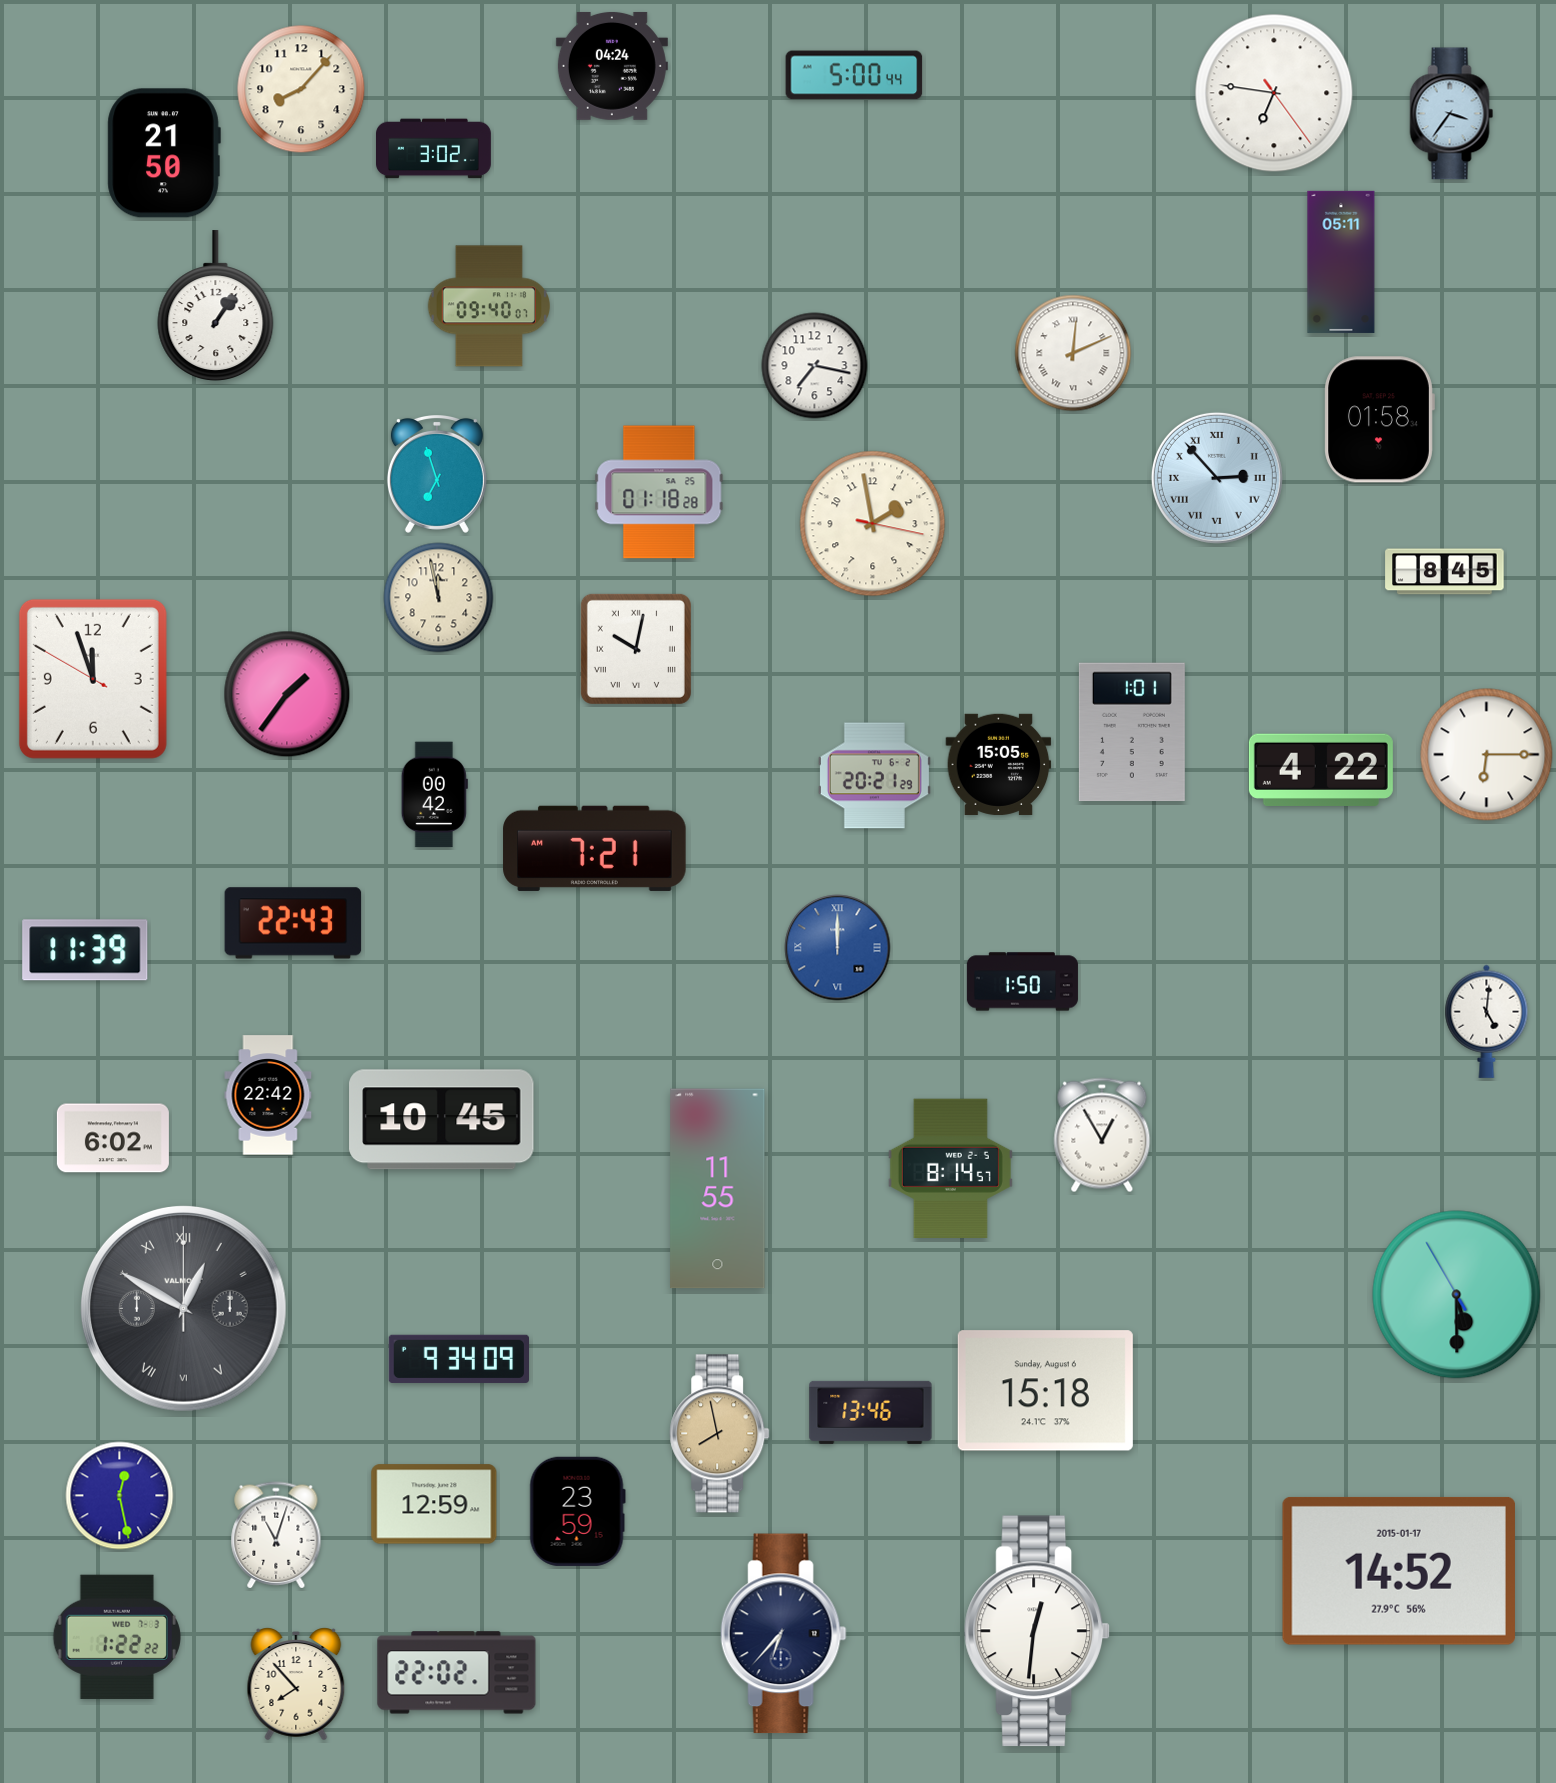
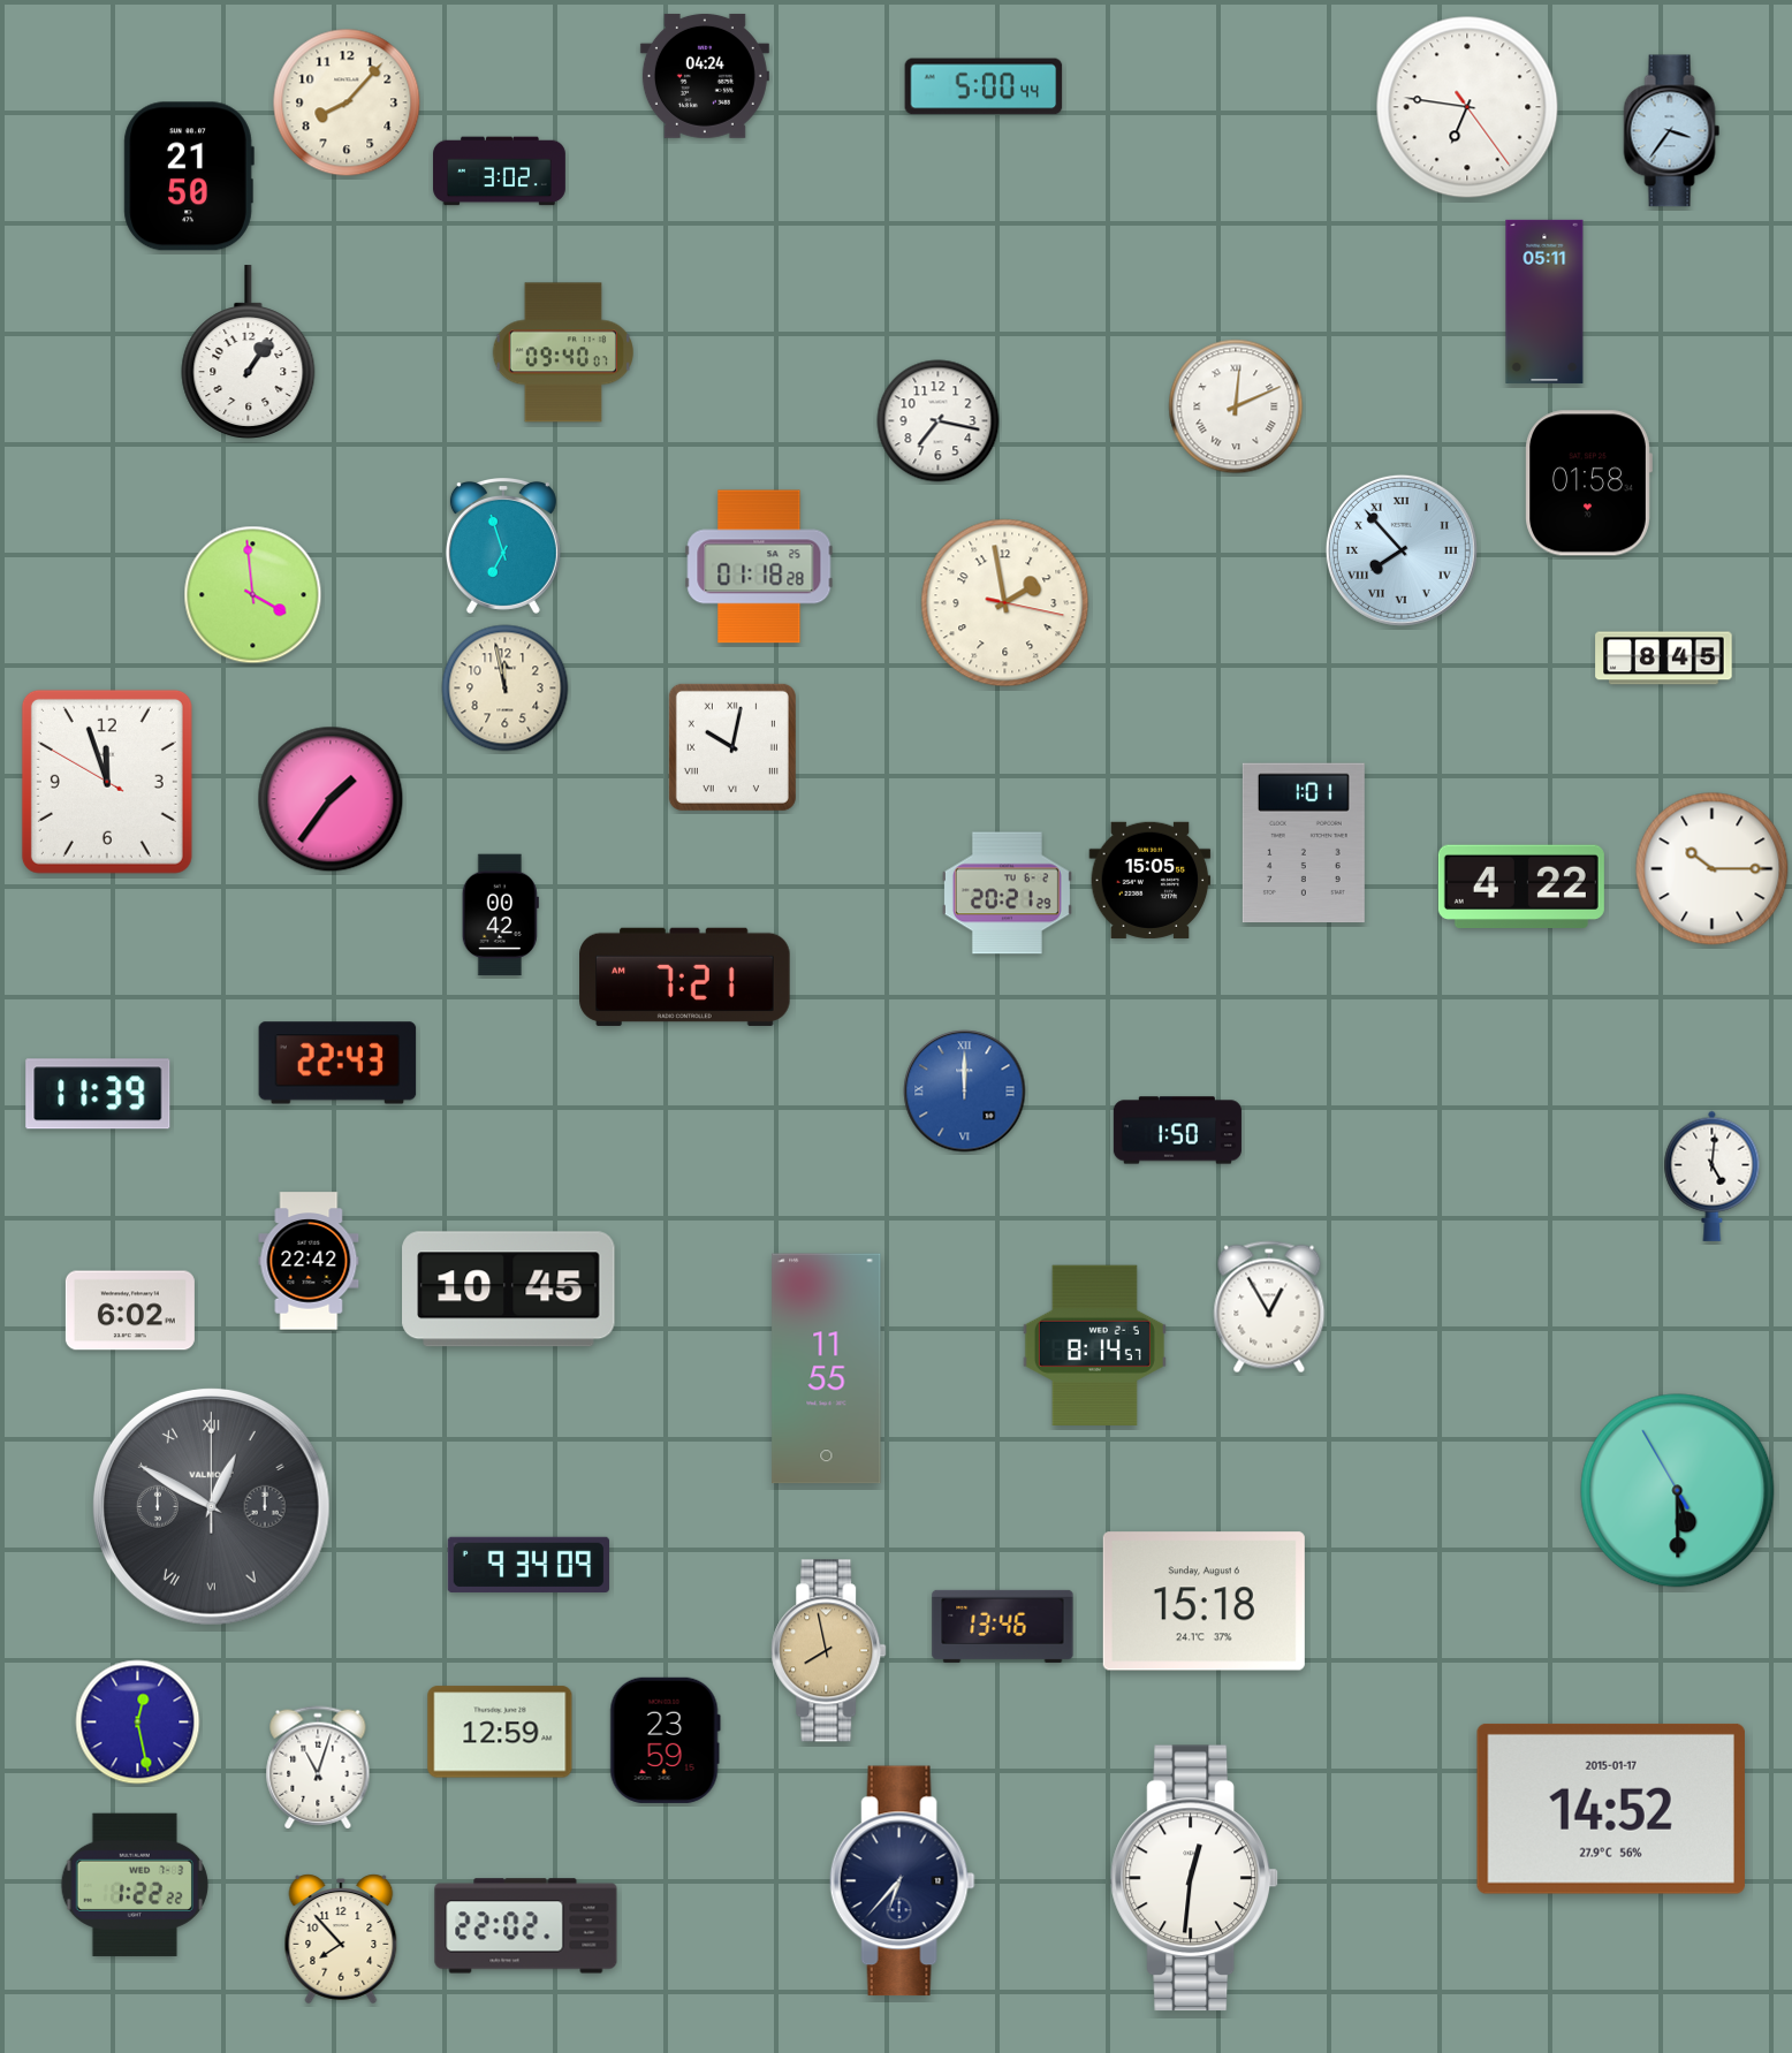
clock at (1217, 478): 2:53 -> 7:53
clock at (253, 595): none -> 3:59
clock at (1487, 755): 6:15 -> 10:15
